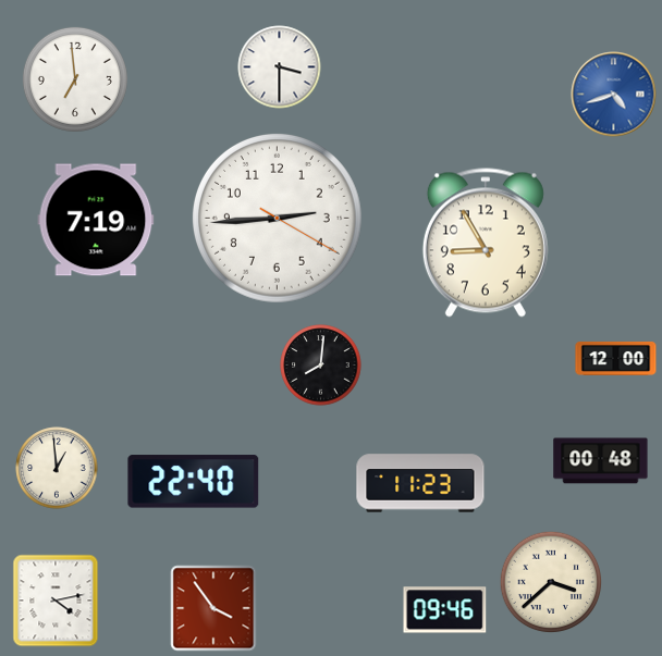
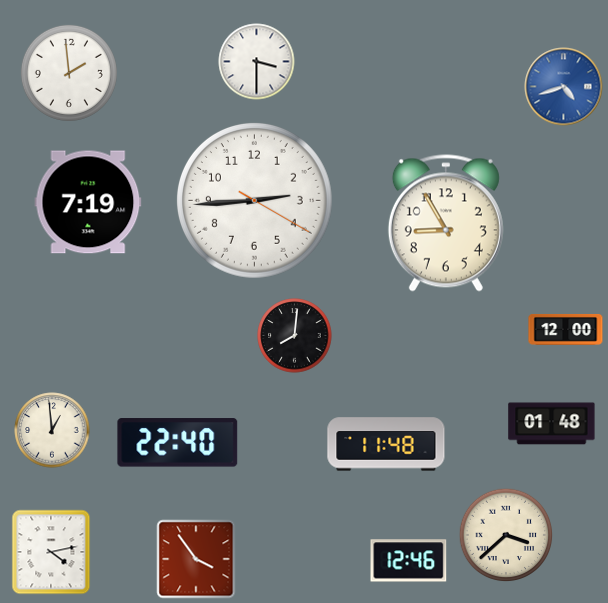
clock at (75, 79): 6:59 -> 1:59
clock at (601, 461): 00:48 -> 01:48
clock at (420, 483): 11:23 -> 11:48
clock at (445, 610): 09:46 -> 12:46
